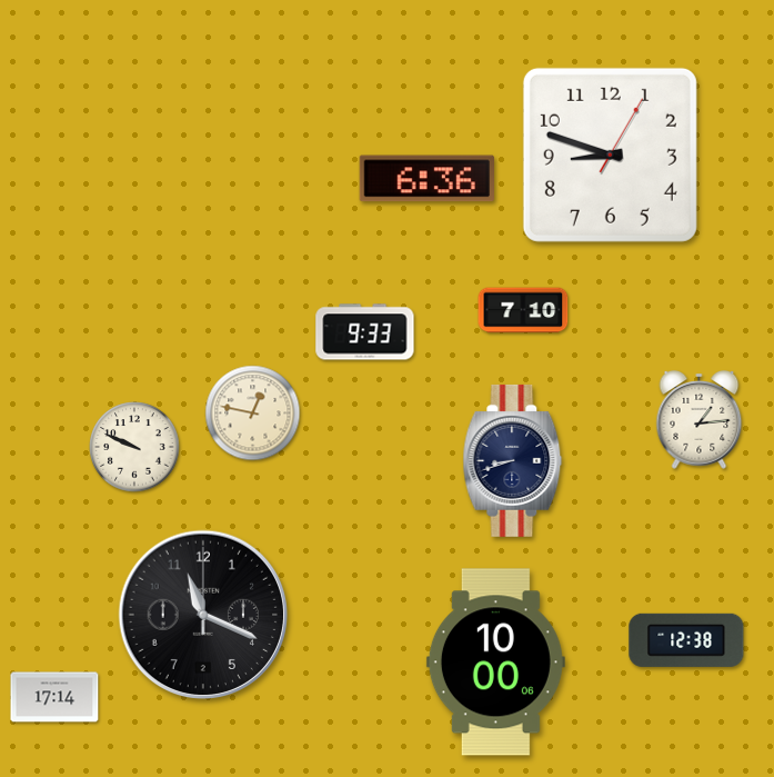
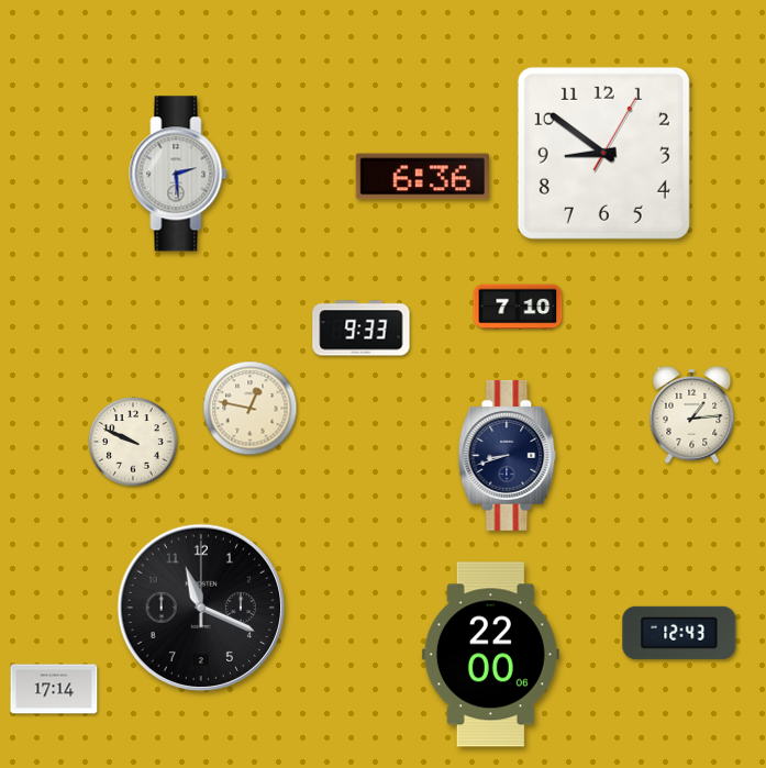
clock at (610, 155): 8:48 -> 8:51
clock at (178, 174): none -> 2:29
clock at (686, 640): 12:38 -> 12:43
clock at (495, 663): 10:00 -> 22:00
